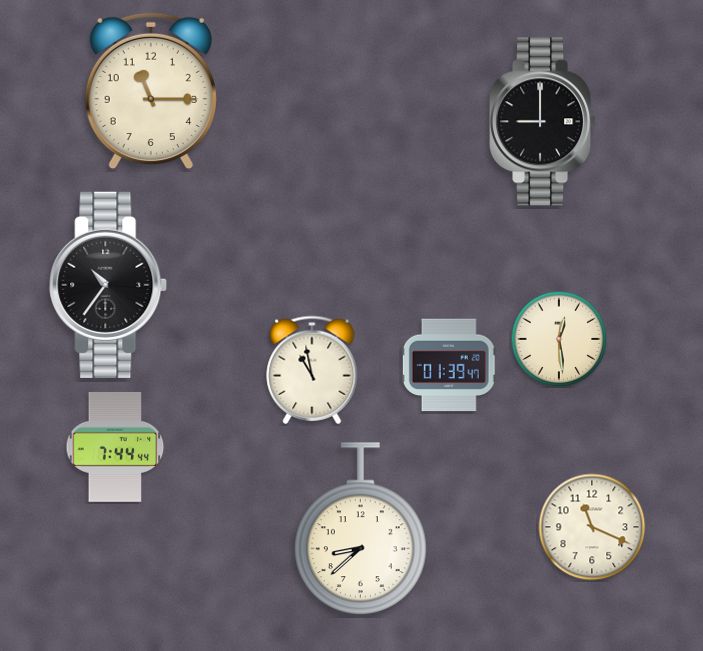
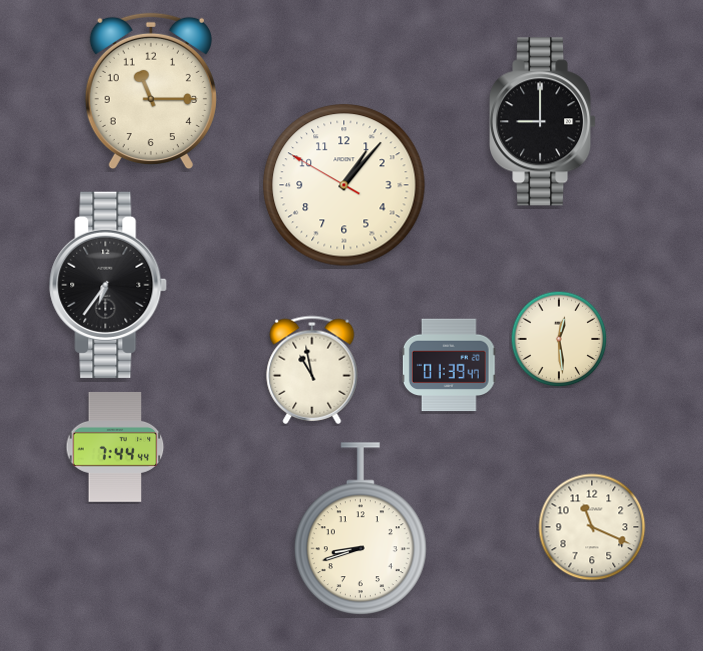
clock at (344, 185): none -> 1:06
clock at (109, 285): 10:36 -> 6:36
clock at (360, 529): 8:38 -> 8:42
